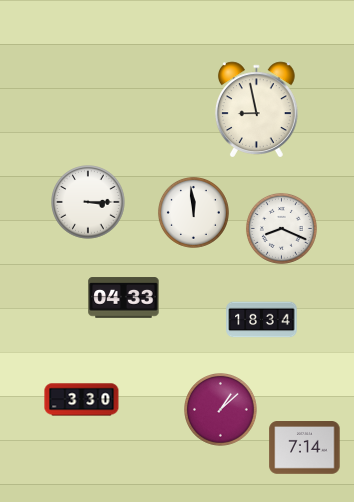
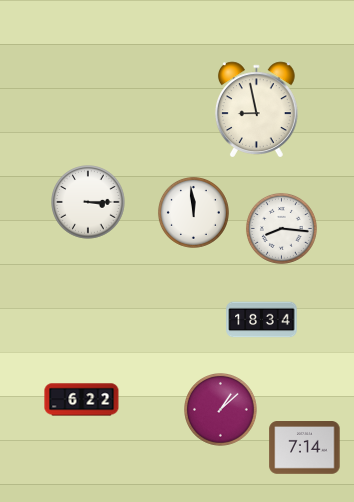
clock at (281, 228): 8:19 -> 8:16
clock at (124, 298): 04:33 -> none
clock at (82, 400): 3:30 -> 6:22
